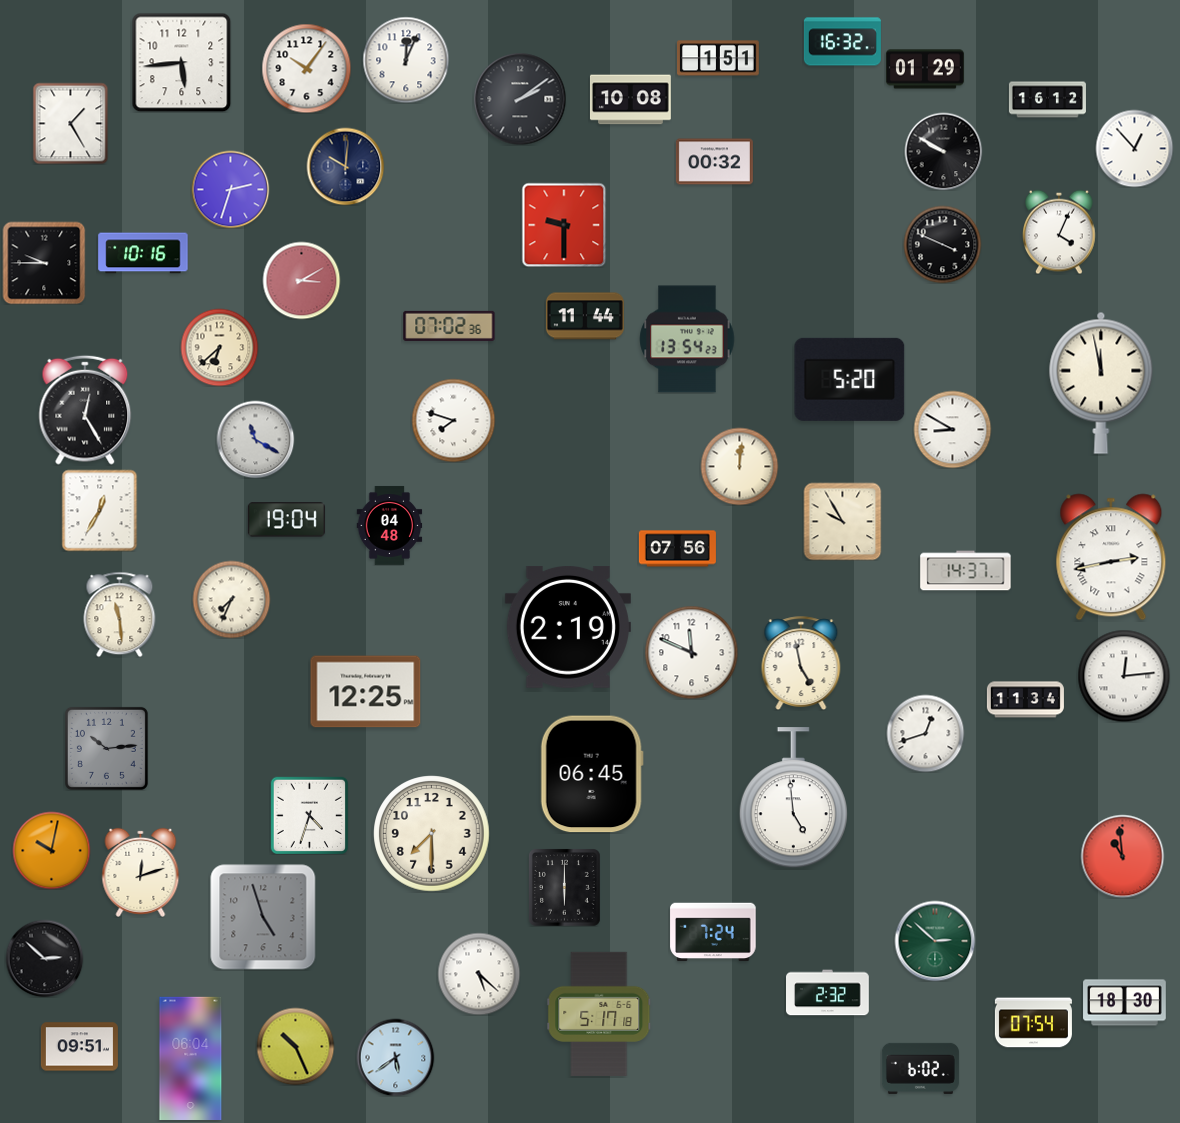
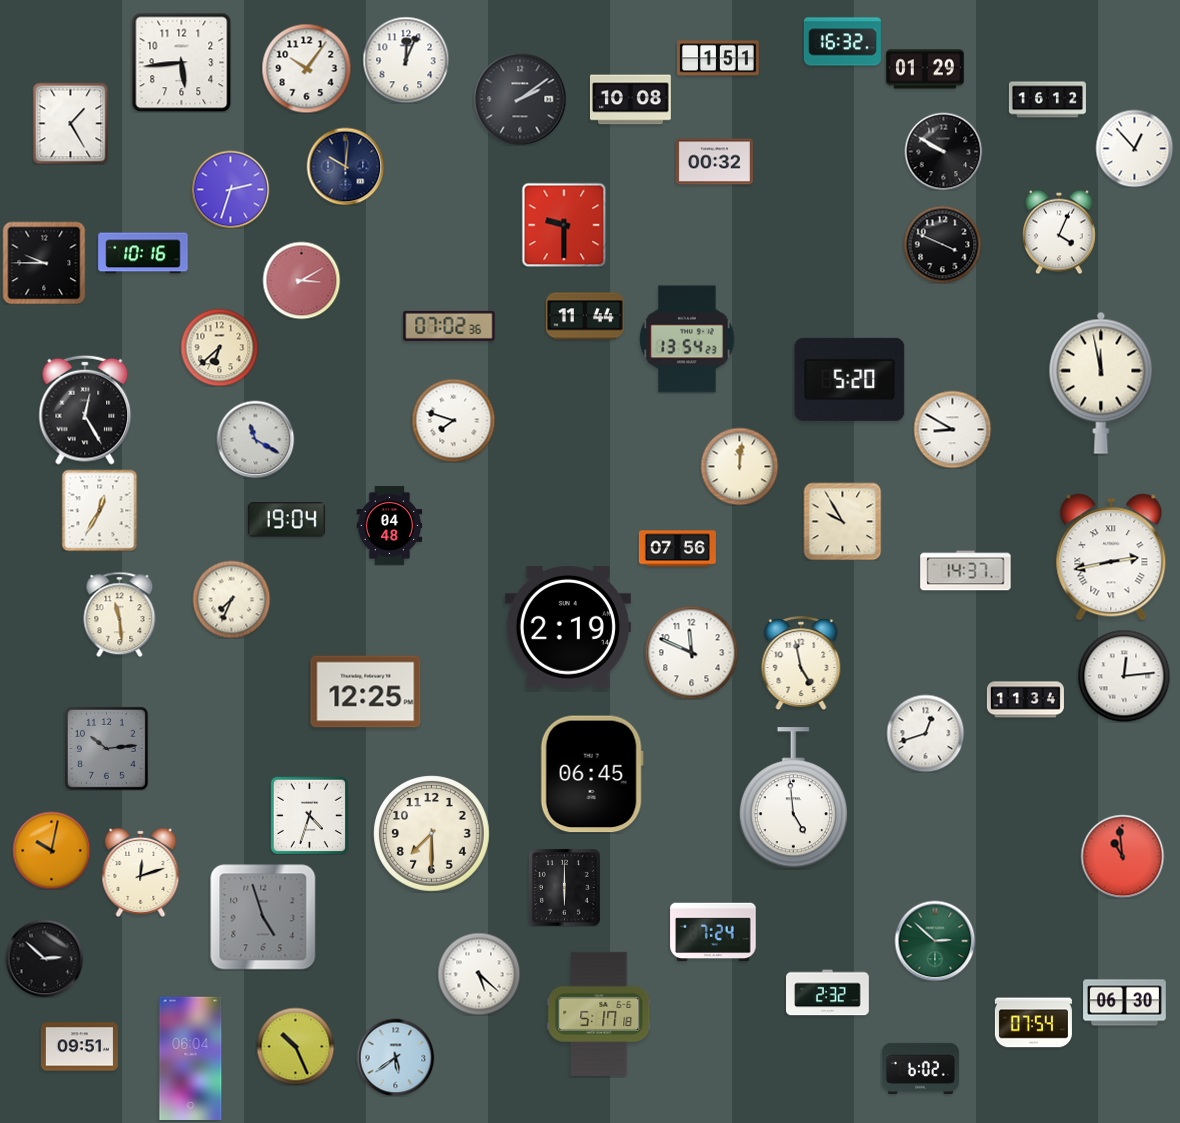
clock at (1125, 1003): 18:30 -> 06:30
